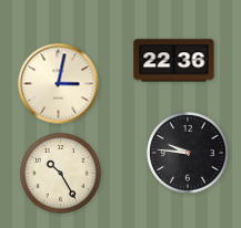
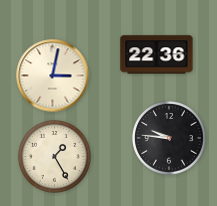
clock at (61, 174): 10:25 -> 1:25
